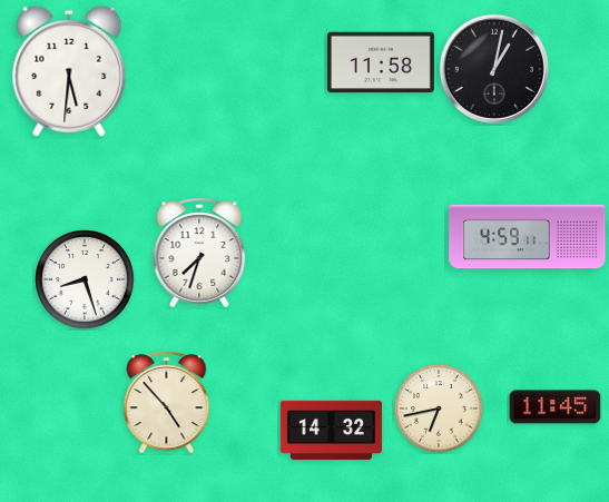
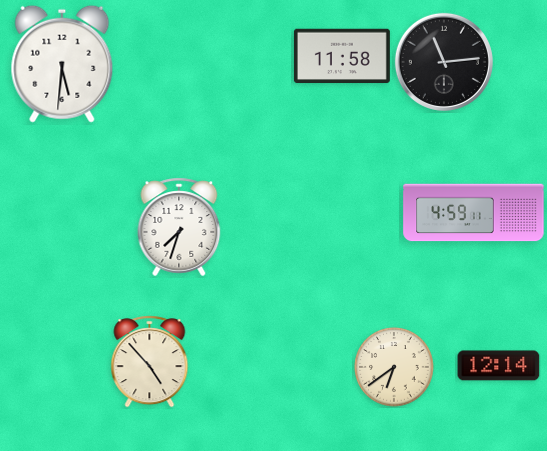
clock at (494, 69): 1:02 -> 11:14
clock at (86, 280): 8:27 -> none
clock at (556, 407): 11:45 -> 12:14
clock at (439, 409): 6:43 -> 6:39
clock at (331, 430): 14:32 -> none
